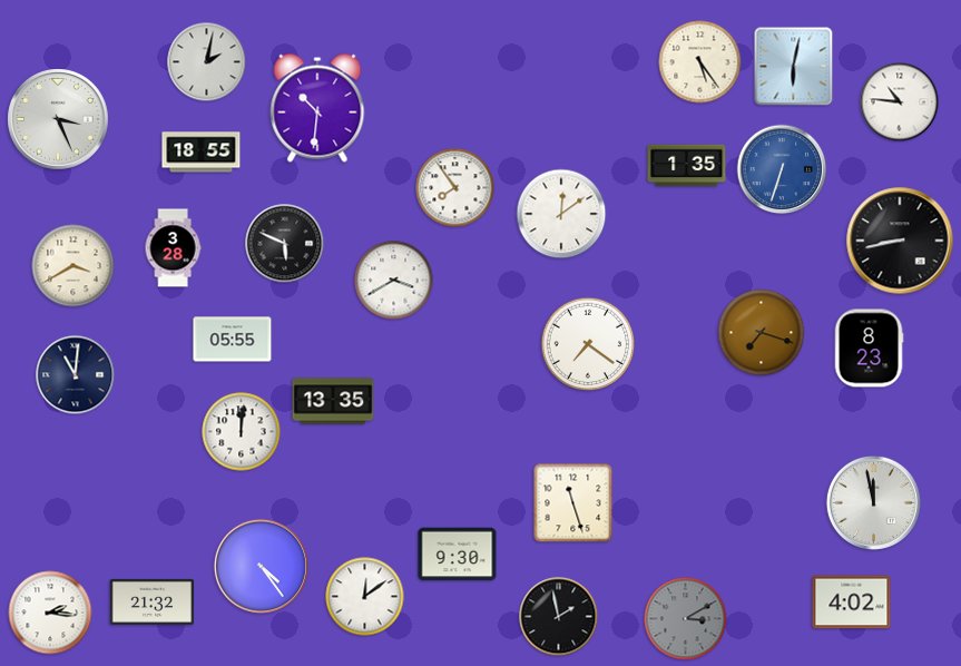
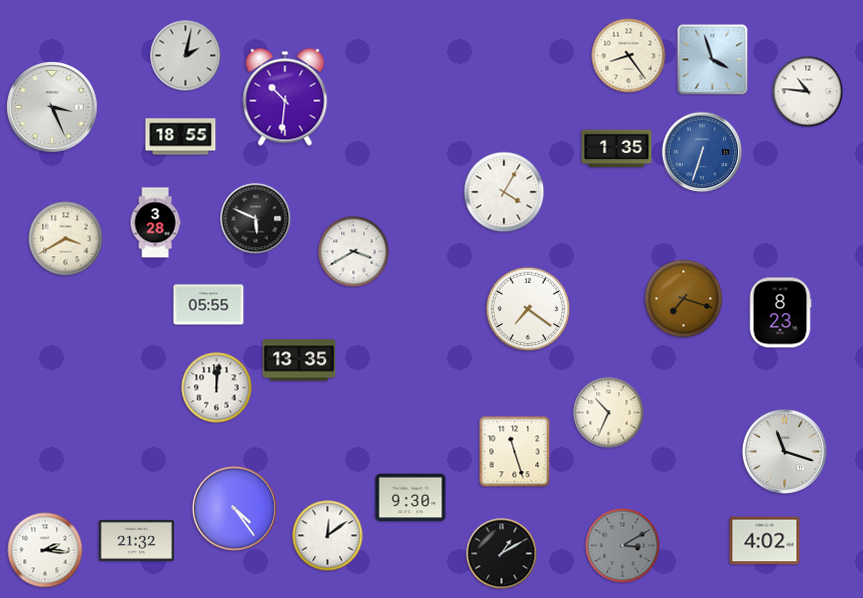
clock at (700, 62): 5:24 -> 8:24
clock at (794, 67): 6:02 -> 3:57
clock at (455, 188): 7:54 -> none
clock at (561, 214): 12:09 -> 4:05
clock at (900, 241): 8:43 -> none
clock at (76, 375): 11:01 -> none
clock at (609, 413): none -> 10:34
clock at (873, 502): 11:58 -> 11:18
clock at (559, 617): 1:58 -> 1:10
clock at (686, 619) position: (686, 619) -> (623, 546)
